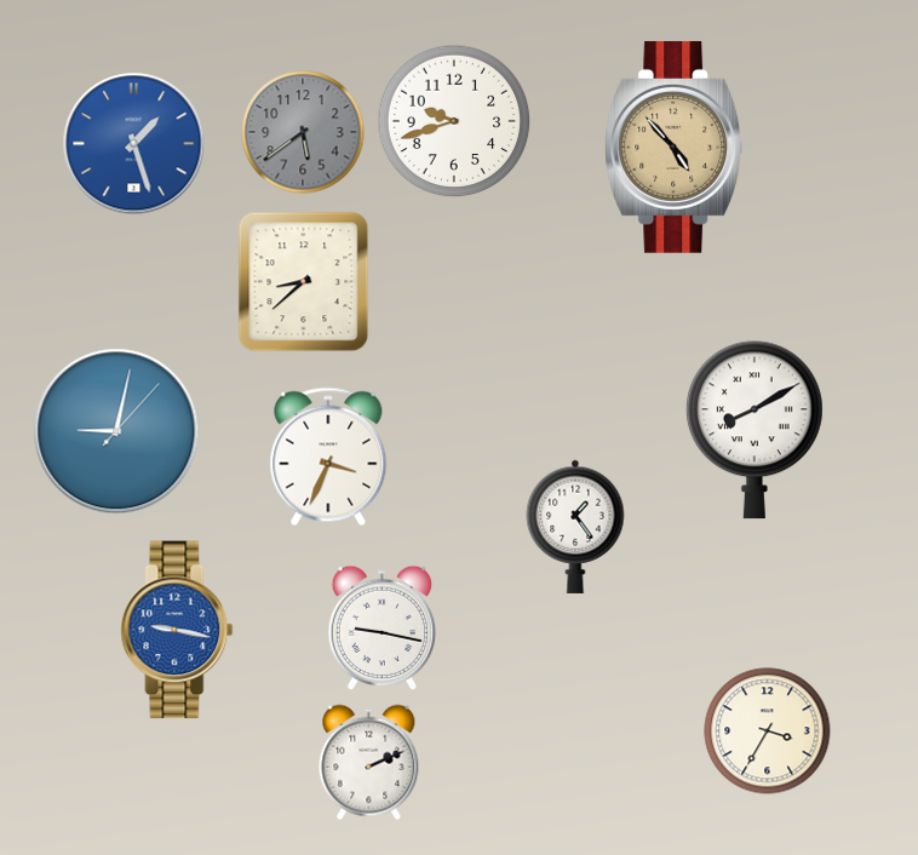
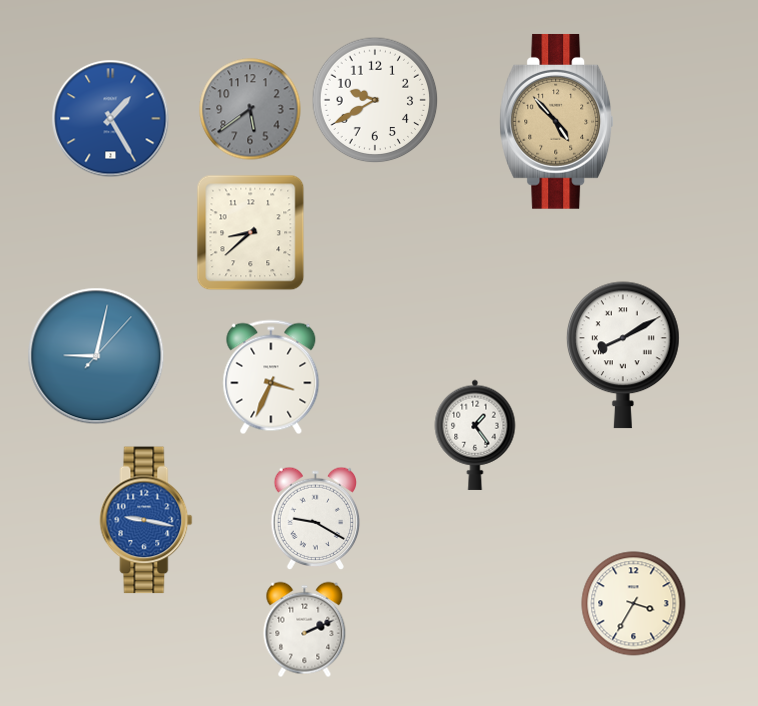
clock at (454, 121): 9:42 -> 9:40
clock at (134, 144): 1:27 -> 1:25
clock at (383, 629): 9:17 -> 9:20
